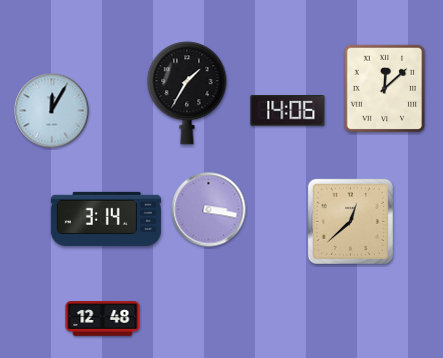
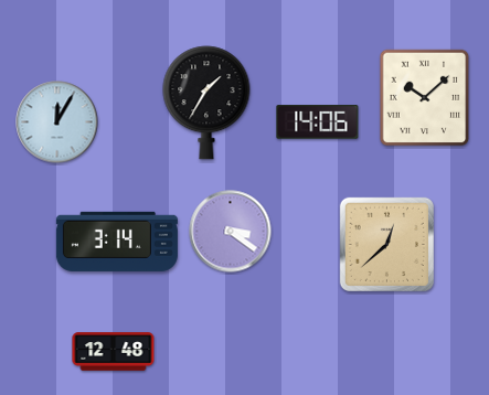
clock at (385, 89): 12:08 -> 10:08
clock at (209, 210): 3:17 -> 3:21
